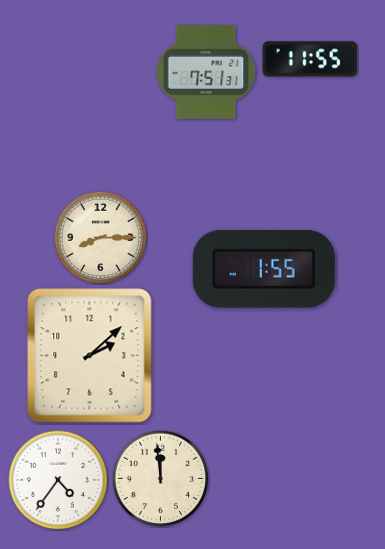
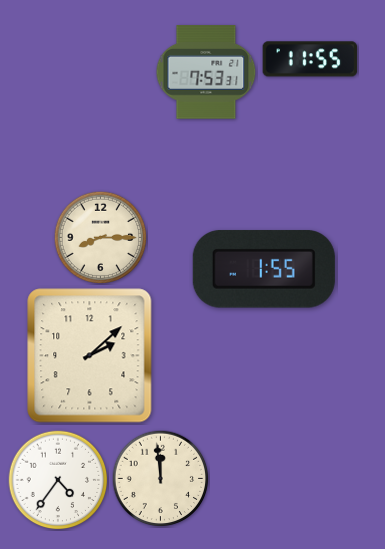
clock at (206, 72): 7:51 -> 7:53
